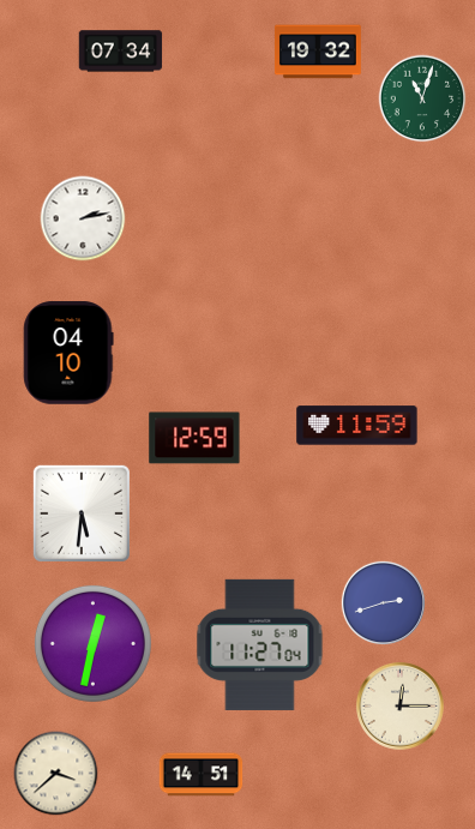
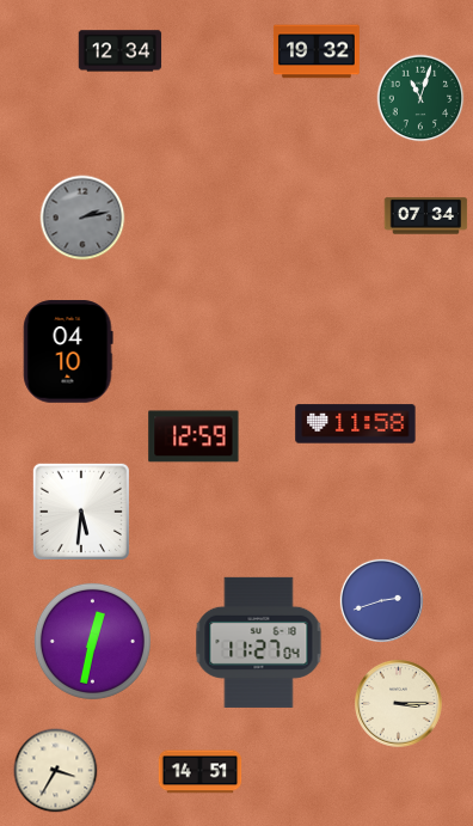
clock at (121, 52): 07:34 -> 12:34
clock at (426, 216): none -> 07:34
clock at (83, 218) dial: white -> grey
clock at (357, 426): 11:59 -> 11:58
clock at (399, 705): 12:15 -> 3:15
clock at (56, 774): 3:38 -> 3:35
